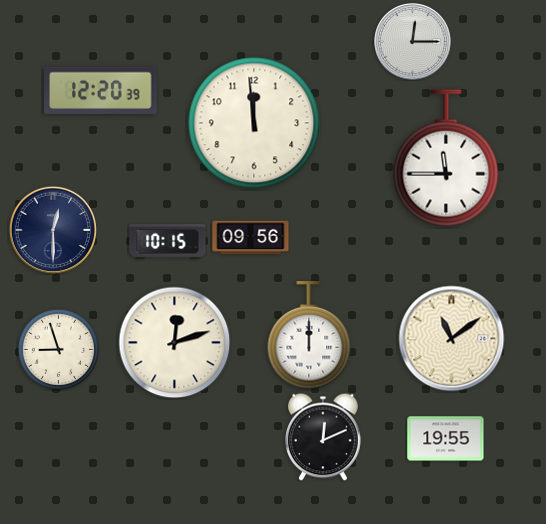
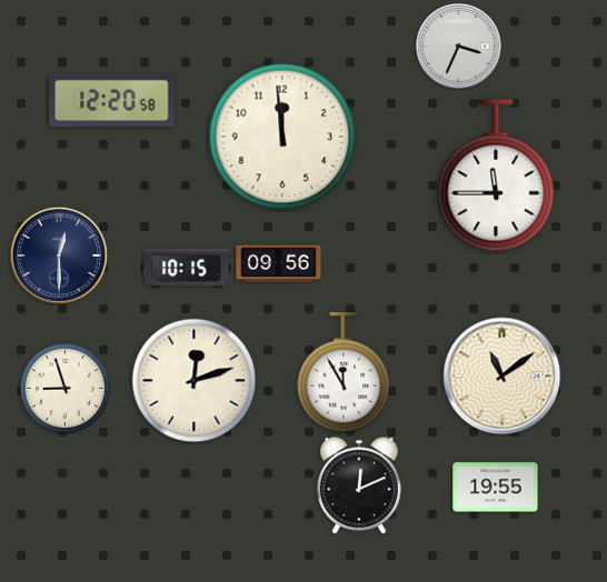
clock at (413, 42): 12:15 -> 3:34
clock at (101, 90): 12:20:39 -> 12:20:58
clock at (309, 336): 12:00 -> 11:55
